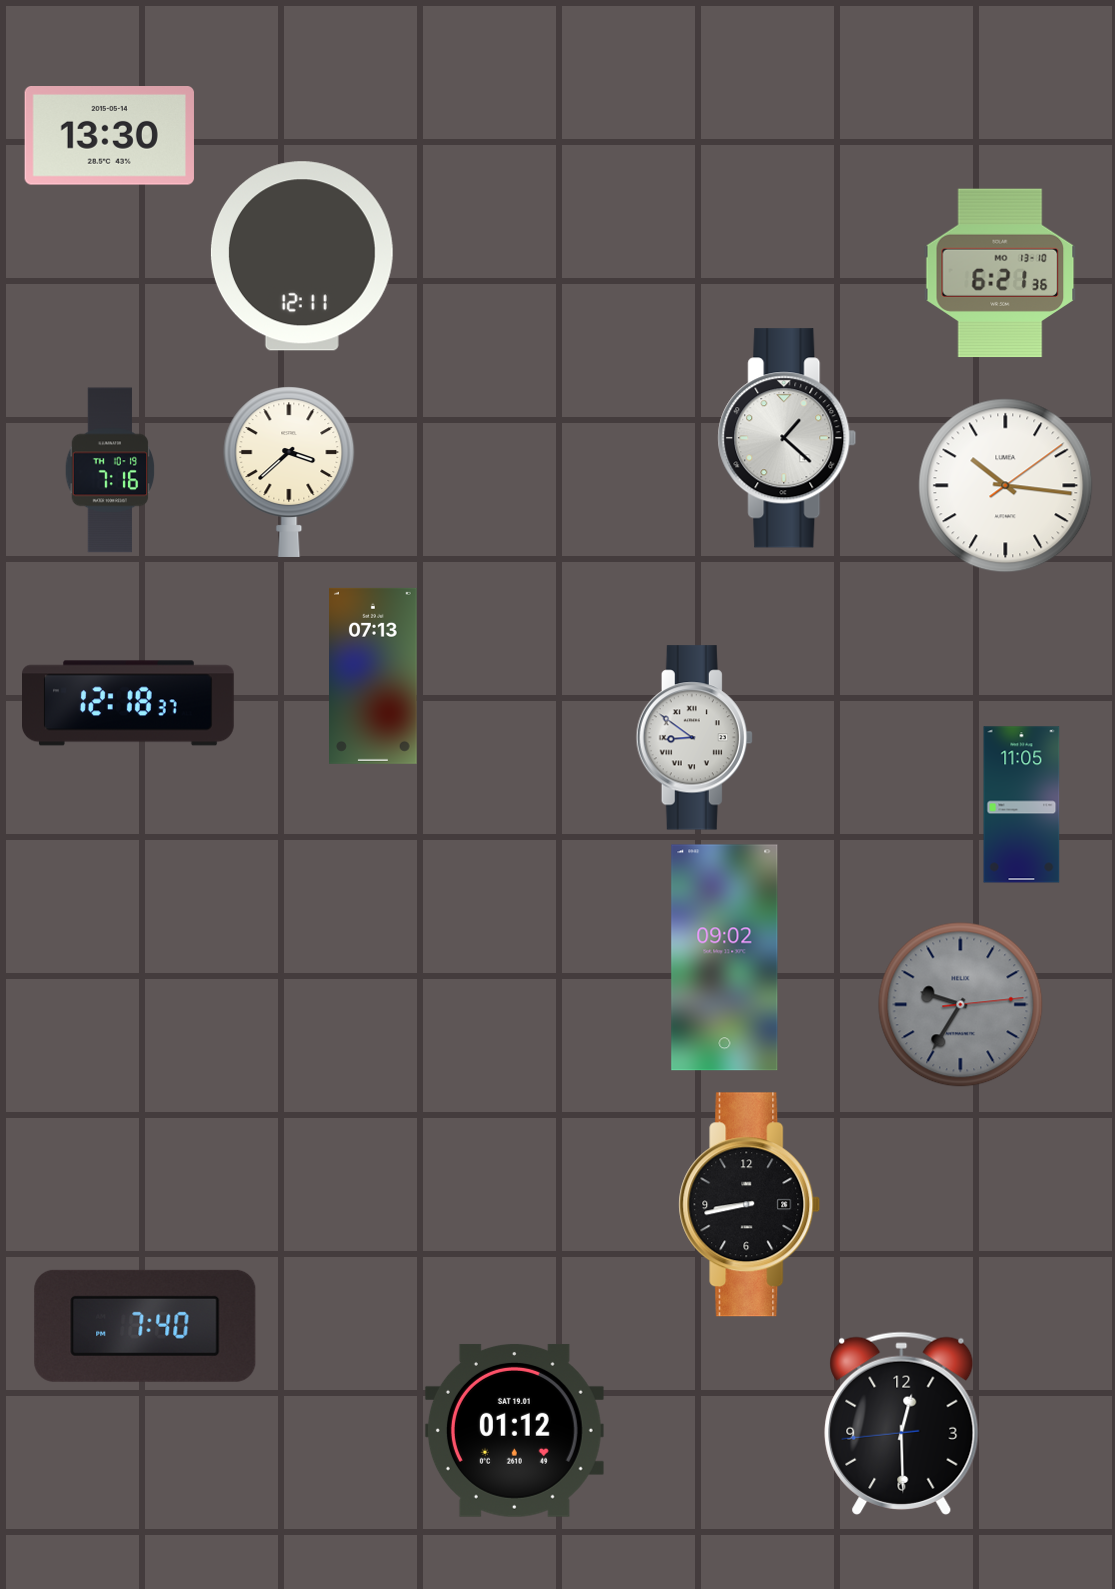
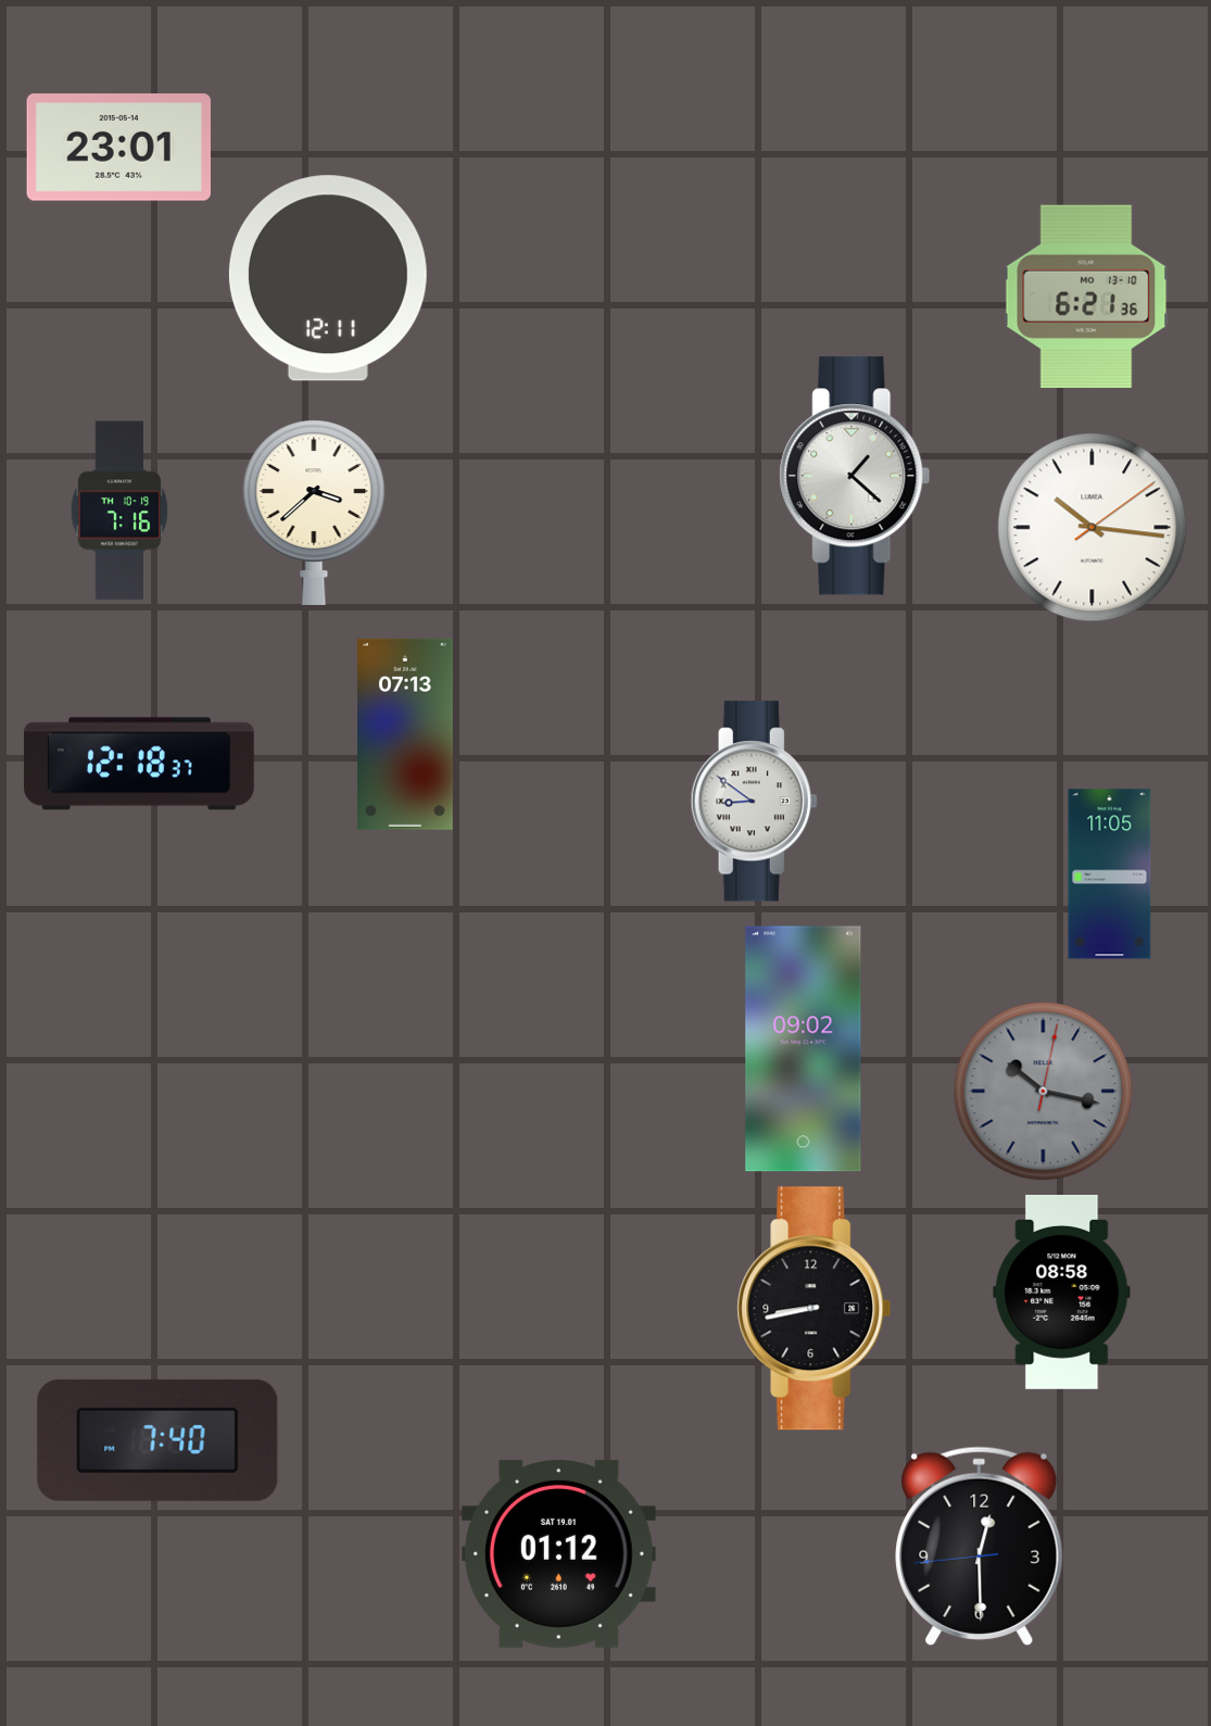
clock at (109, 136): 13:30 -> 23:01
clock at (725, 958) position: (725, 958) -> (804, 1049)
clock at (961, 1005): 9:35 -> 10:17
clock at (1062, 1292): none -> 08:58
